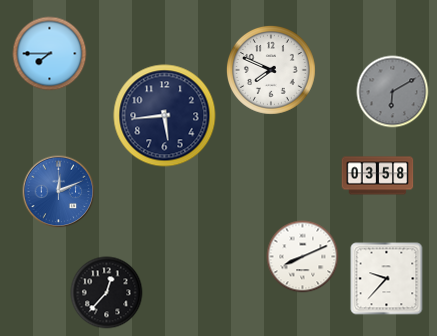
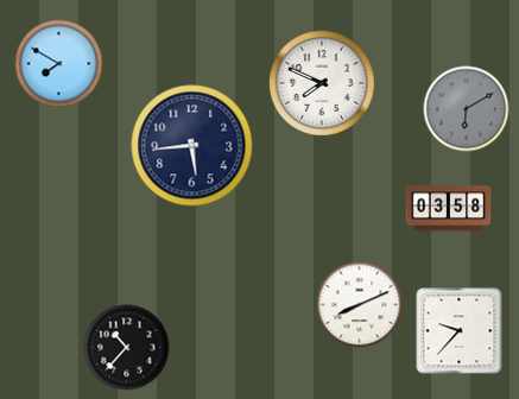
clock at (50, 54): 7:45 -> 7:50
clock at (165, 116) position: (165, 116) -> (192, 146)
clock at (59, 192): 12:11 -> none
clock at (107, 293): 12:37 -> 10:37
